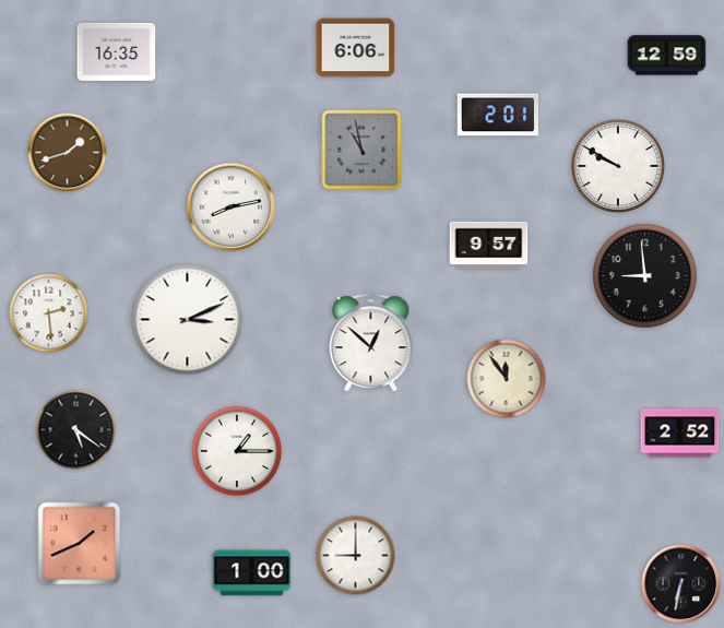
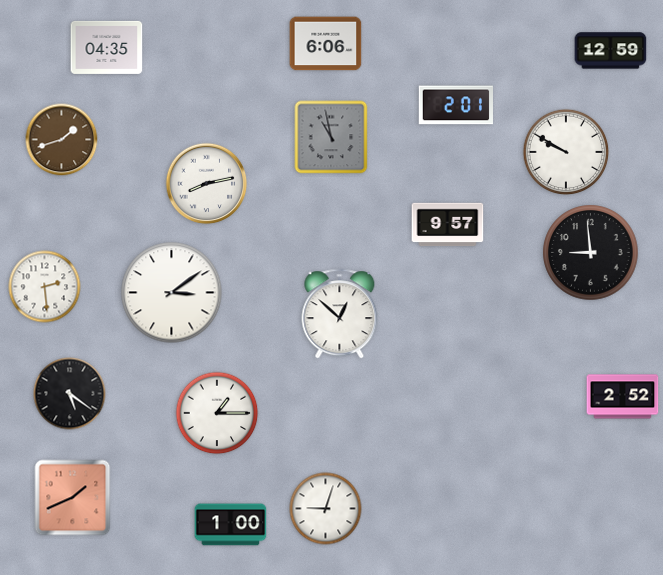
clock at (117, 51): 16:35 -> 04:35
clock at (232, 208) position: (232, 208) -> (207, 184)
clock at (188, 320): 3:11 -> 3:09
clock at (507, 379): 11:54 -> none
clock at (356, 556): 9:00 -> 9:03
clock at (681, 584): 6:32 -> none
